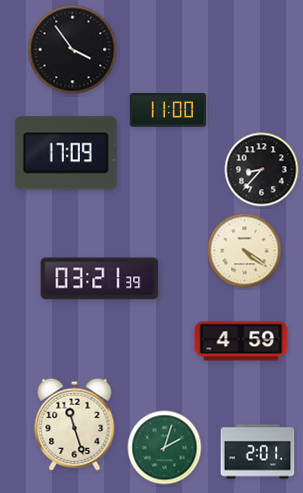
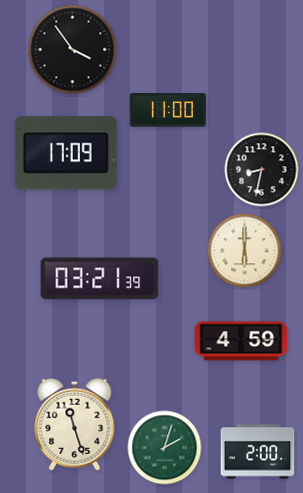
clock at (262, 170): 8:37 -> 8:32
clock at (245, 251): 4:21 -> 6:00
clock at (258, 452): 2:01 -> 2:00
